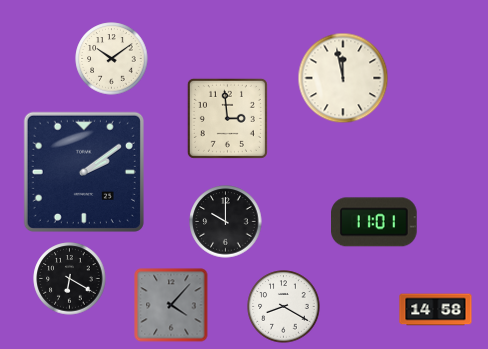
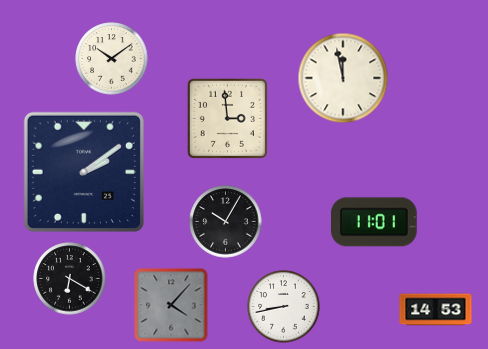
clock at (226, 222): 10:00 -> 10:05
clock at (284, 307): 8:20 -> 8:43
clock at (436, 310): 14:58 -> 14:53
